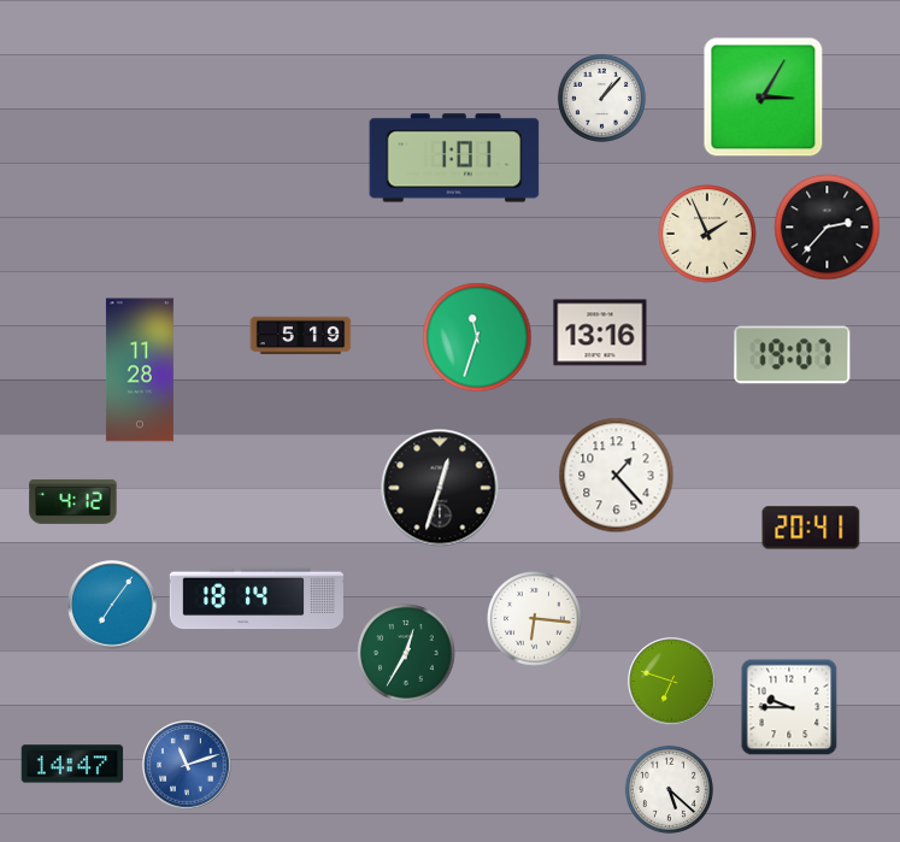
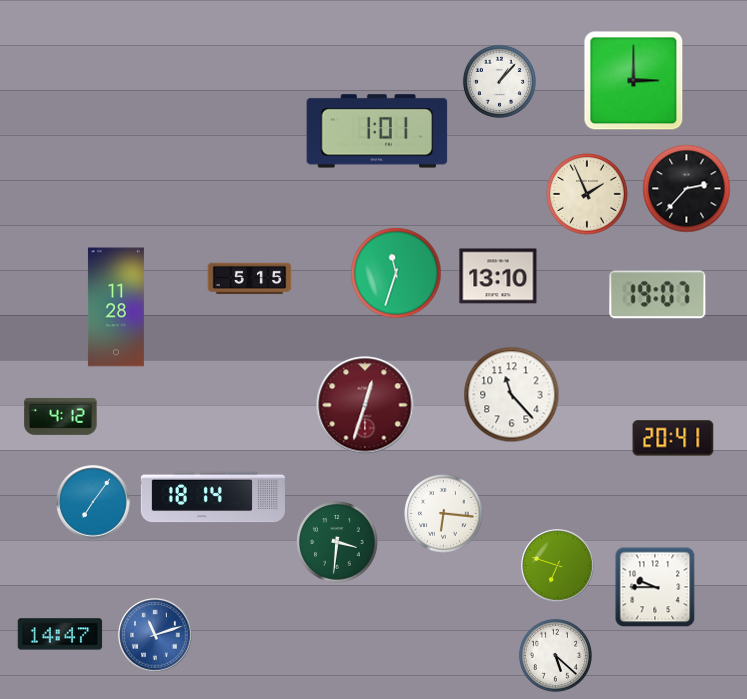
clock at (764, 98): 3:05 -> 3:00
clock at (600, 332): 13:16 -> 13:10
clock at (301, 336): 5:19 -> 5:15
clock at (477, 337) position: (477, 337) -> (396, 273)
clock at (617, 476): 1:23 -> 11:23
clock at (440, 488) dial: black -> burgundy
clock at (406, 653): 12:35 -> 3:31
